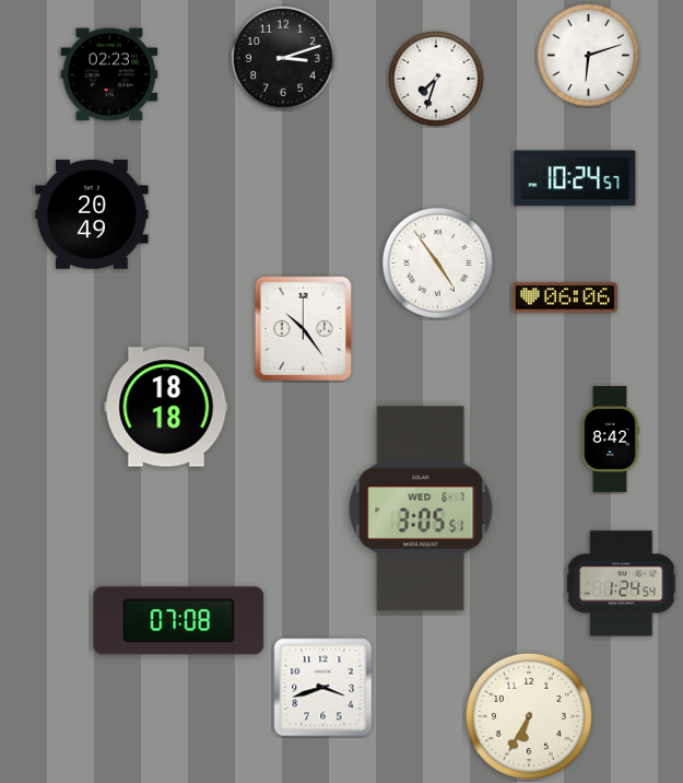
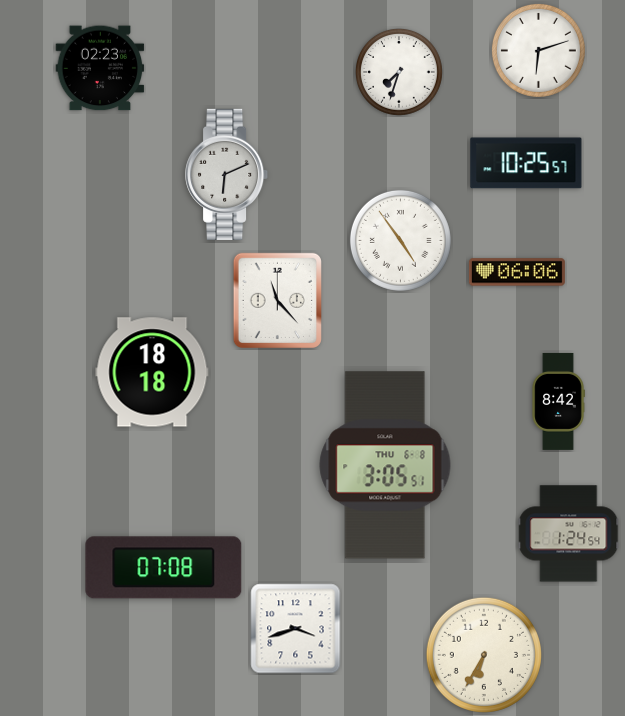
clock at (283, 58): 3:12 -> none
clock at (575, 178): 10:24 -> 10:25
clock at (227, 174): none -> 6:11
clock at (92, 214): 20:49 -> none
clock at (303, 328): 10:24 -> 11:23
clock at (421, 509) date: WED 6-7 -> THU 6-8
